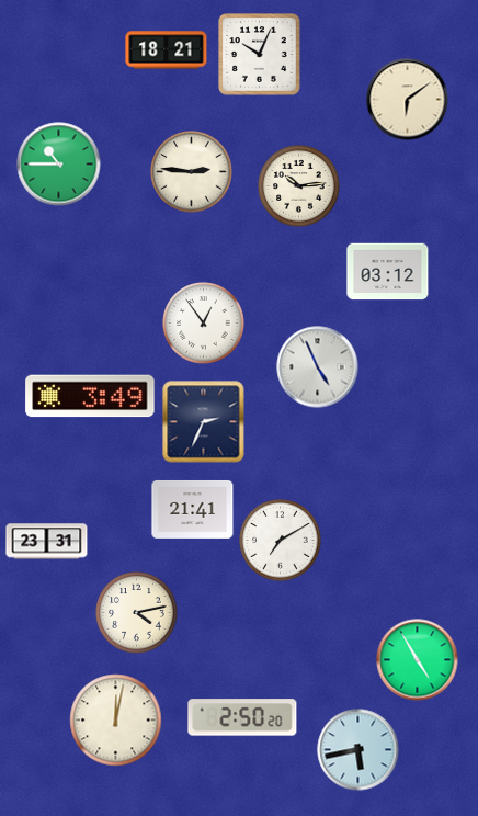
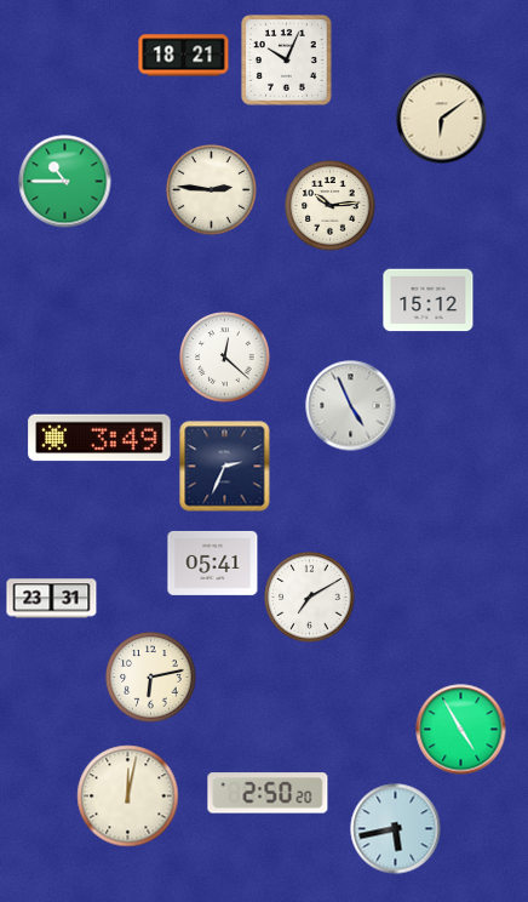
clock at (408, 100) position: (408, 100) -> (442, 119)
clock at (388, 272): 03:12 -> 15:12
clock at (204, 324): 12:54 -> 12:22
clock at (193, 509): 21:41 -> 05:41
clock at (137, 613): 4:13 -> 6:13
